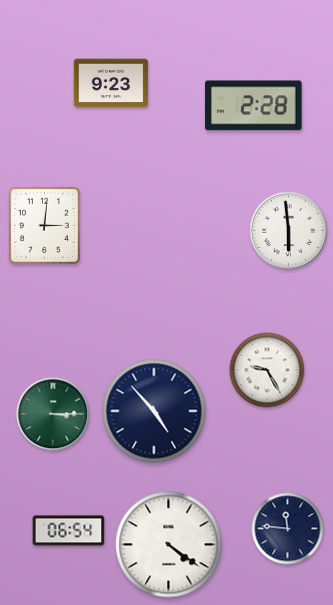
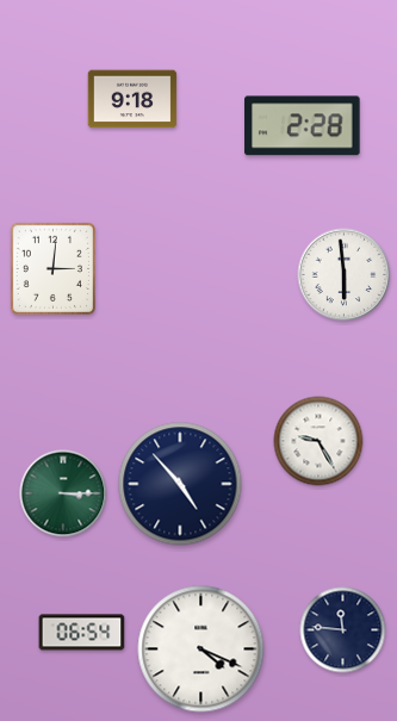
clock at (111, 83): 9:23 -> 9:18
clock at (154, 411) position: (154, 411) -> (180, 484)
clock at (169, 545): 4:21 -> 4:19
